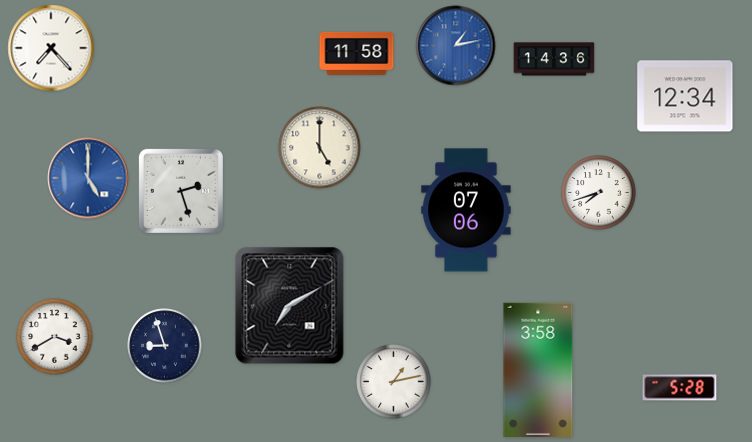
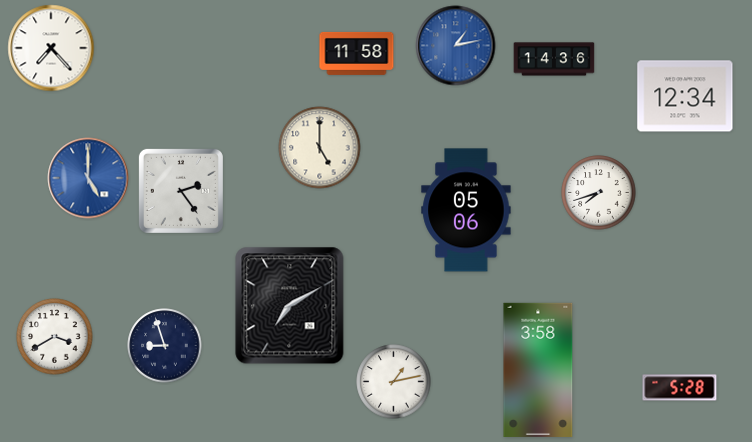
clock at (181, 191): 2:27 -> 2:24
clock at (466, 210): 07:06 -> 05:06
